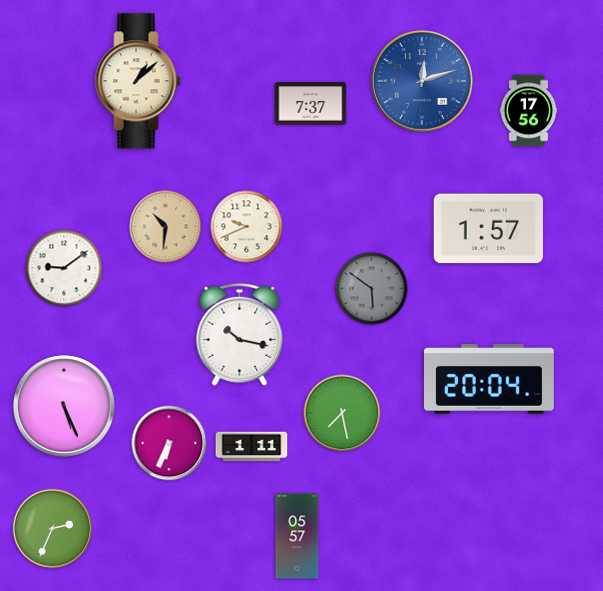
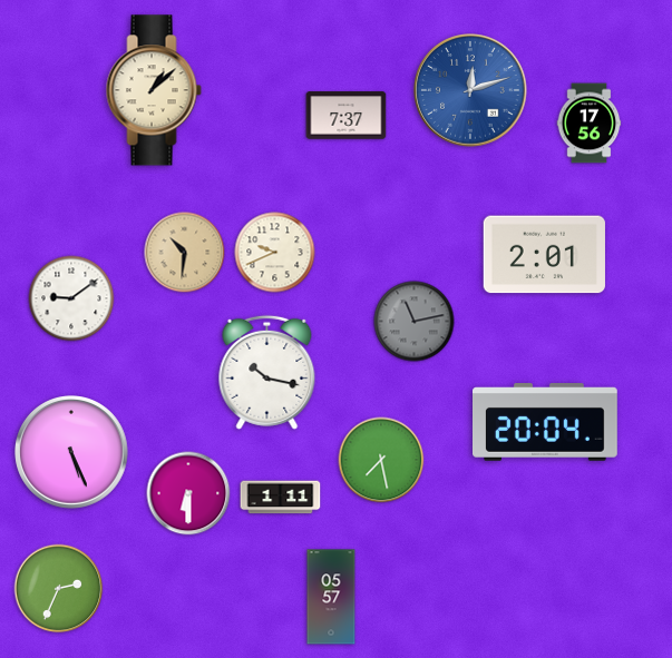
clock at (488, 229): 1:57 -> 2:01
clock at (372, 289): 5:51 -> 11:13
clock at (169, 443): 6:34 -> 6:30
